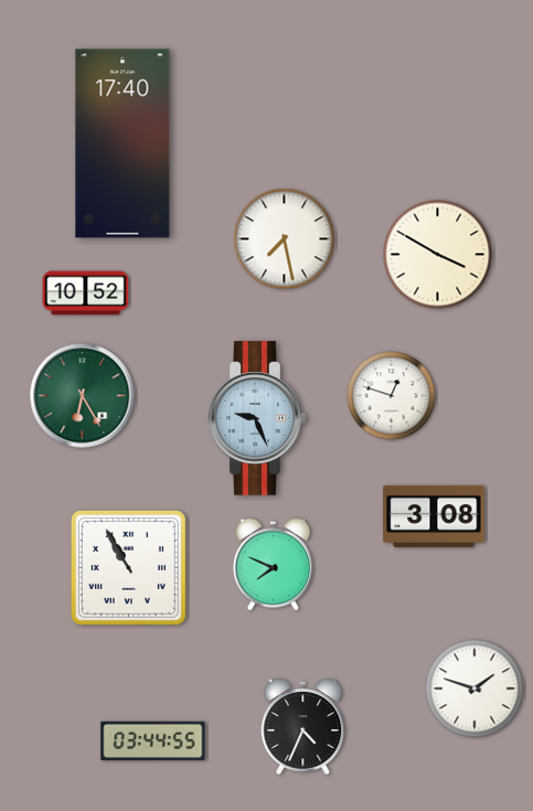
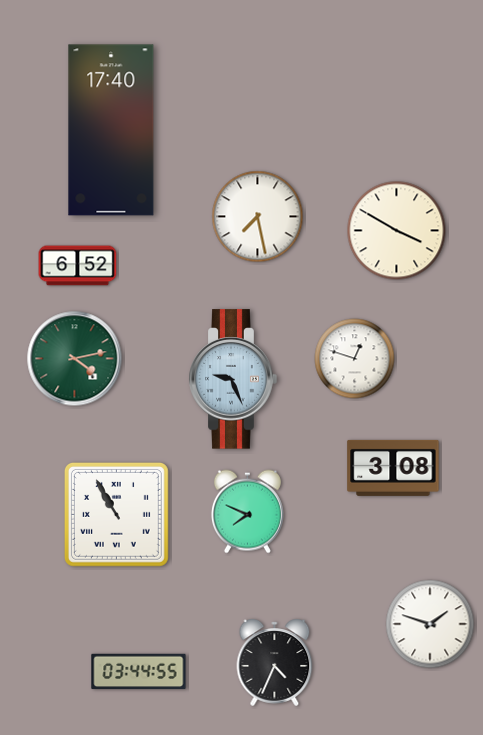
clock at (86, 294): 10:52 -> 6:52
clock at (83, 396): 6:25 -> 4:13
clock at (303, 726) position: (303, 726) -> (275, 662)
